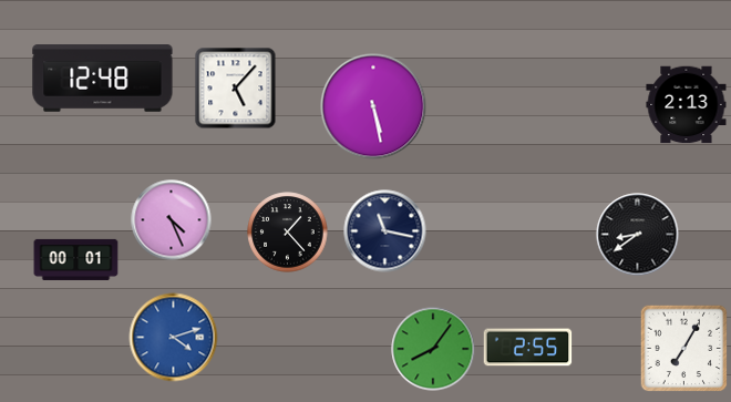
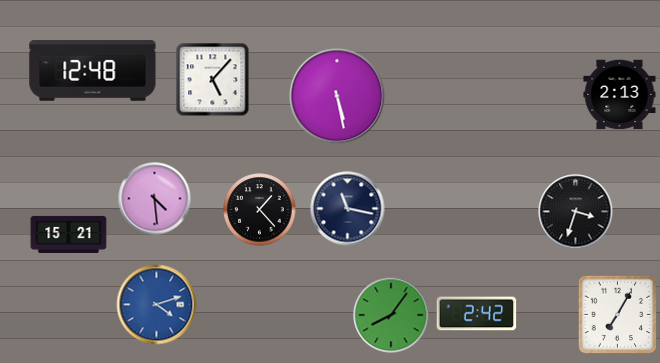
clock at (172, 220): 4:26 -> 4:29
clock at (638, 235): 8:39 -> 3:33
clock at (76, 259): 00:01 -> 15:21
clock at (528, 348): 2:55 -> 2:42
